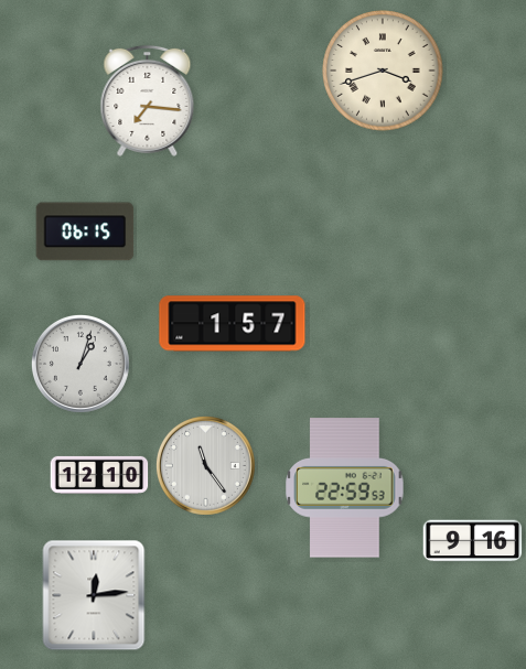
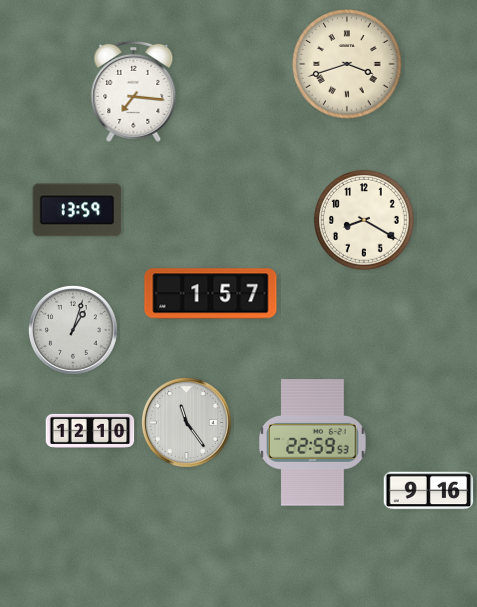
clock at (85, 231): 06:15 -> 13:59
clock at (364, 220): none -> 8:20
clock at (94, 595): 12:14 -> none
